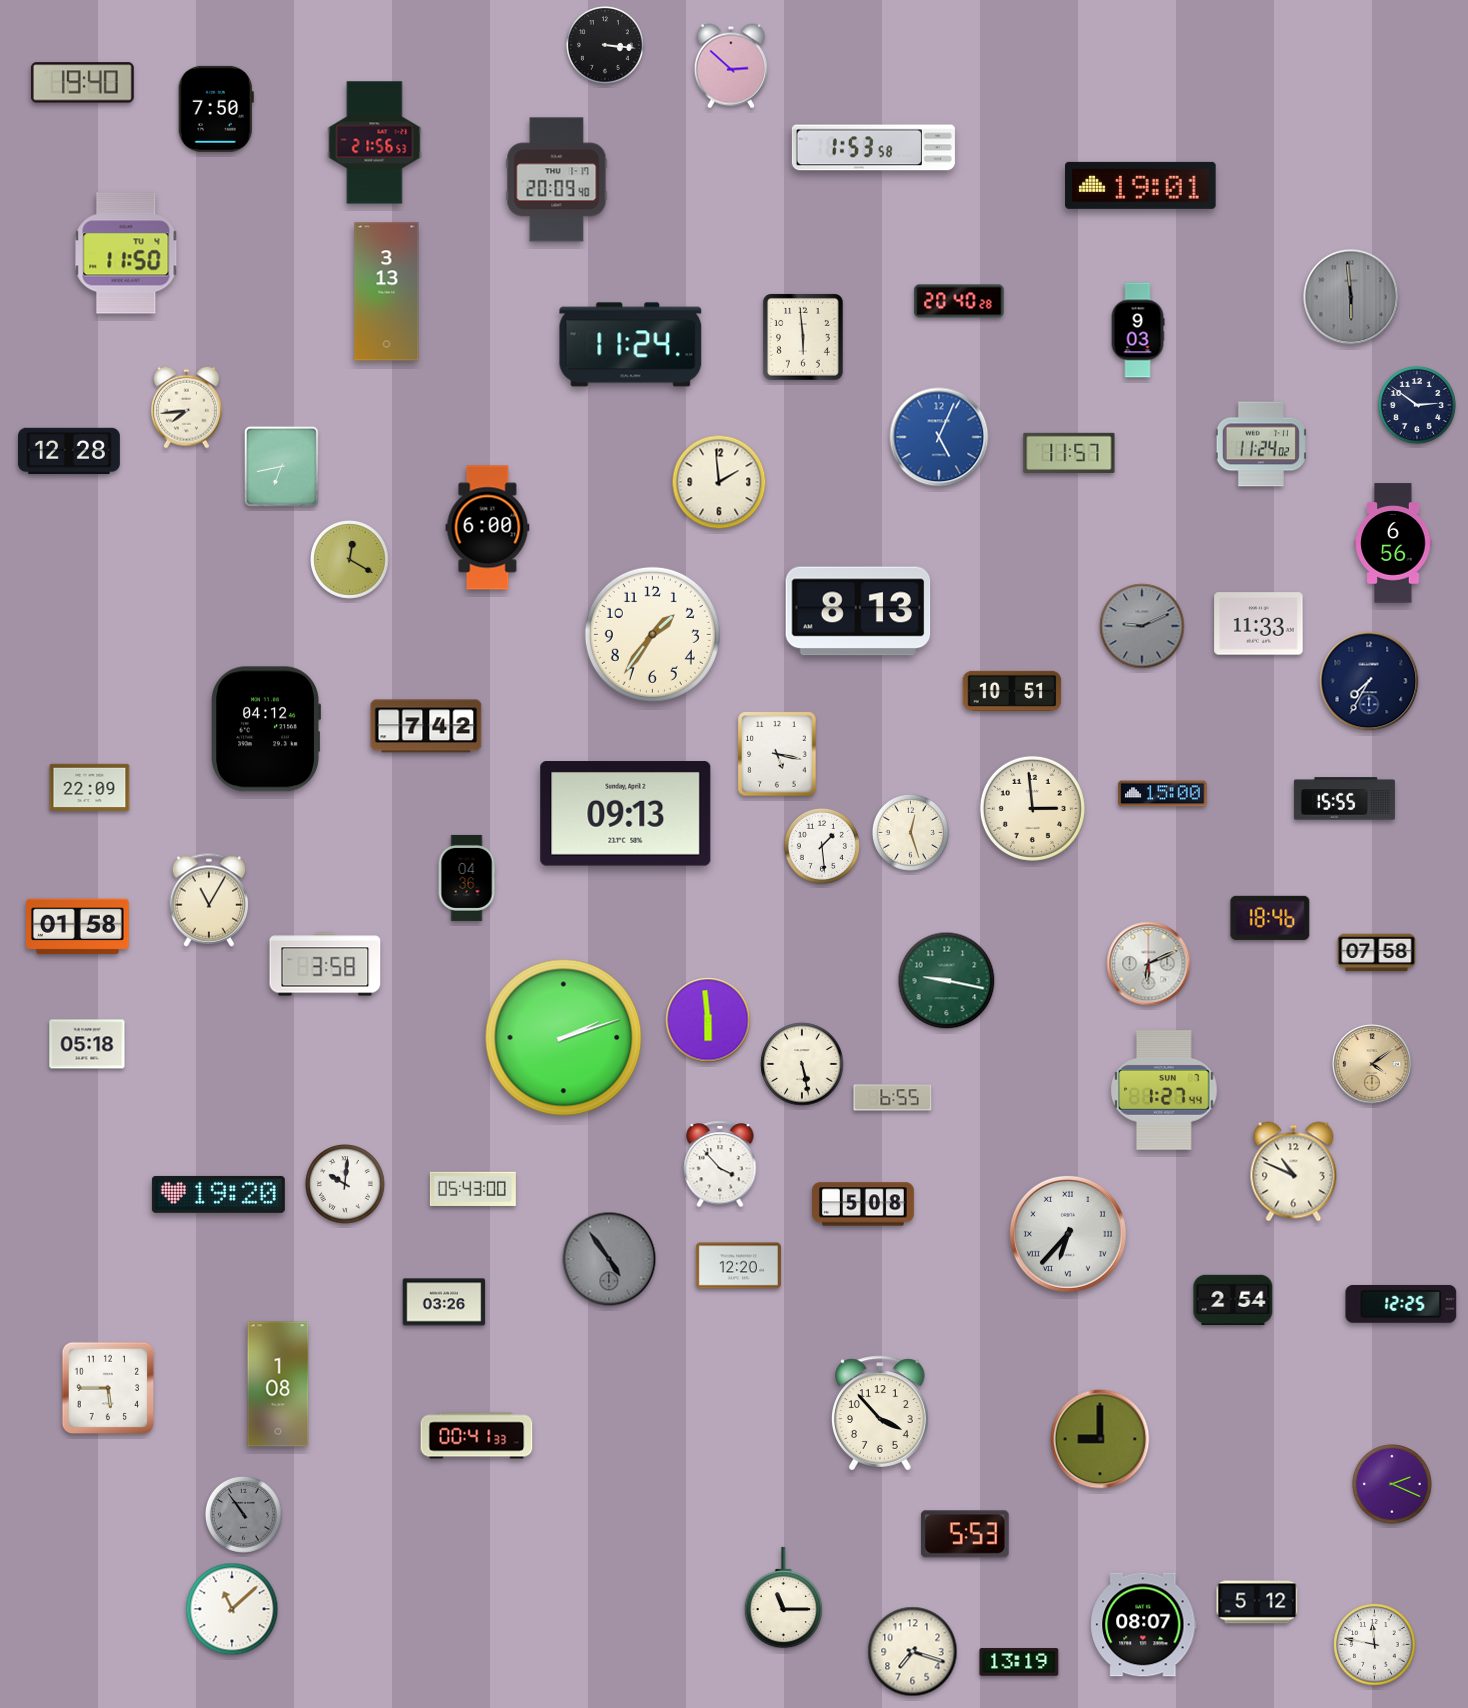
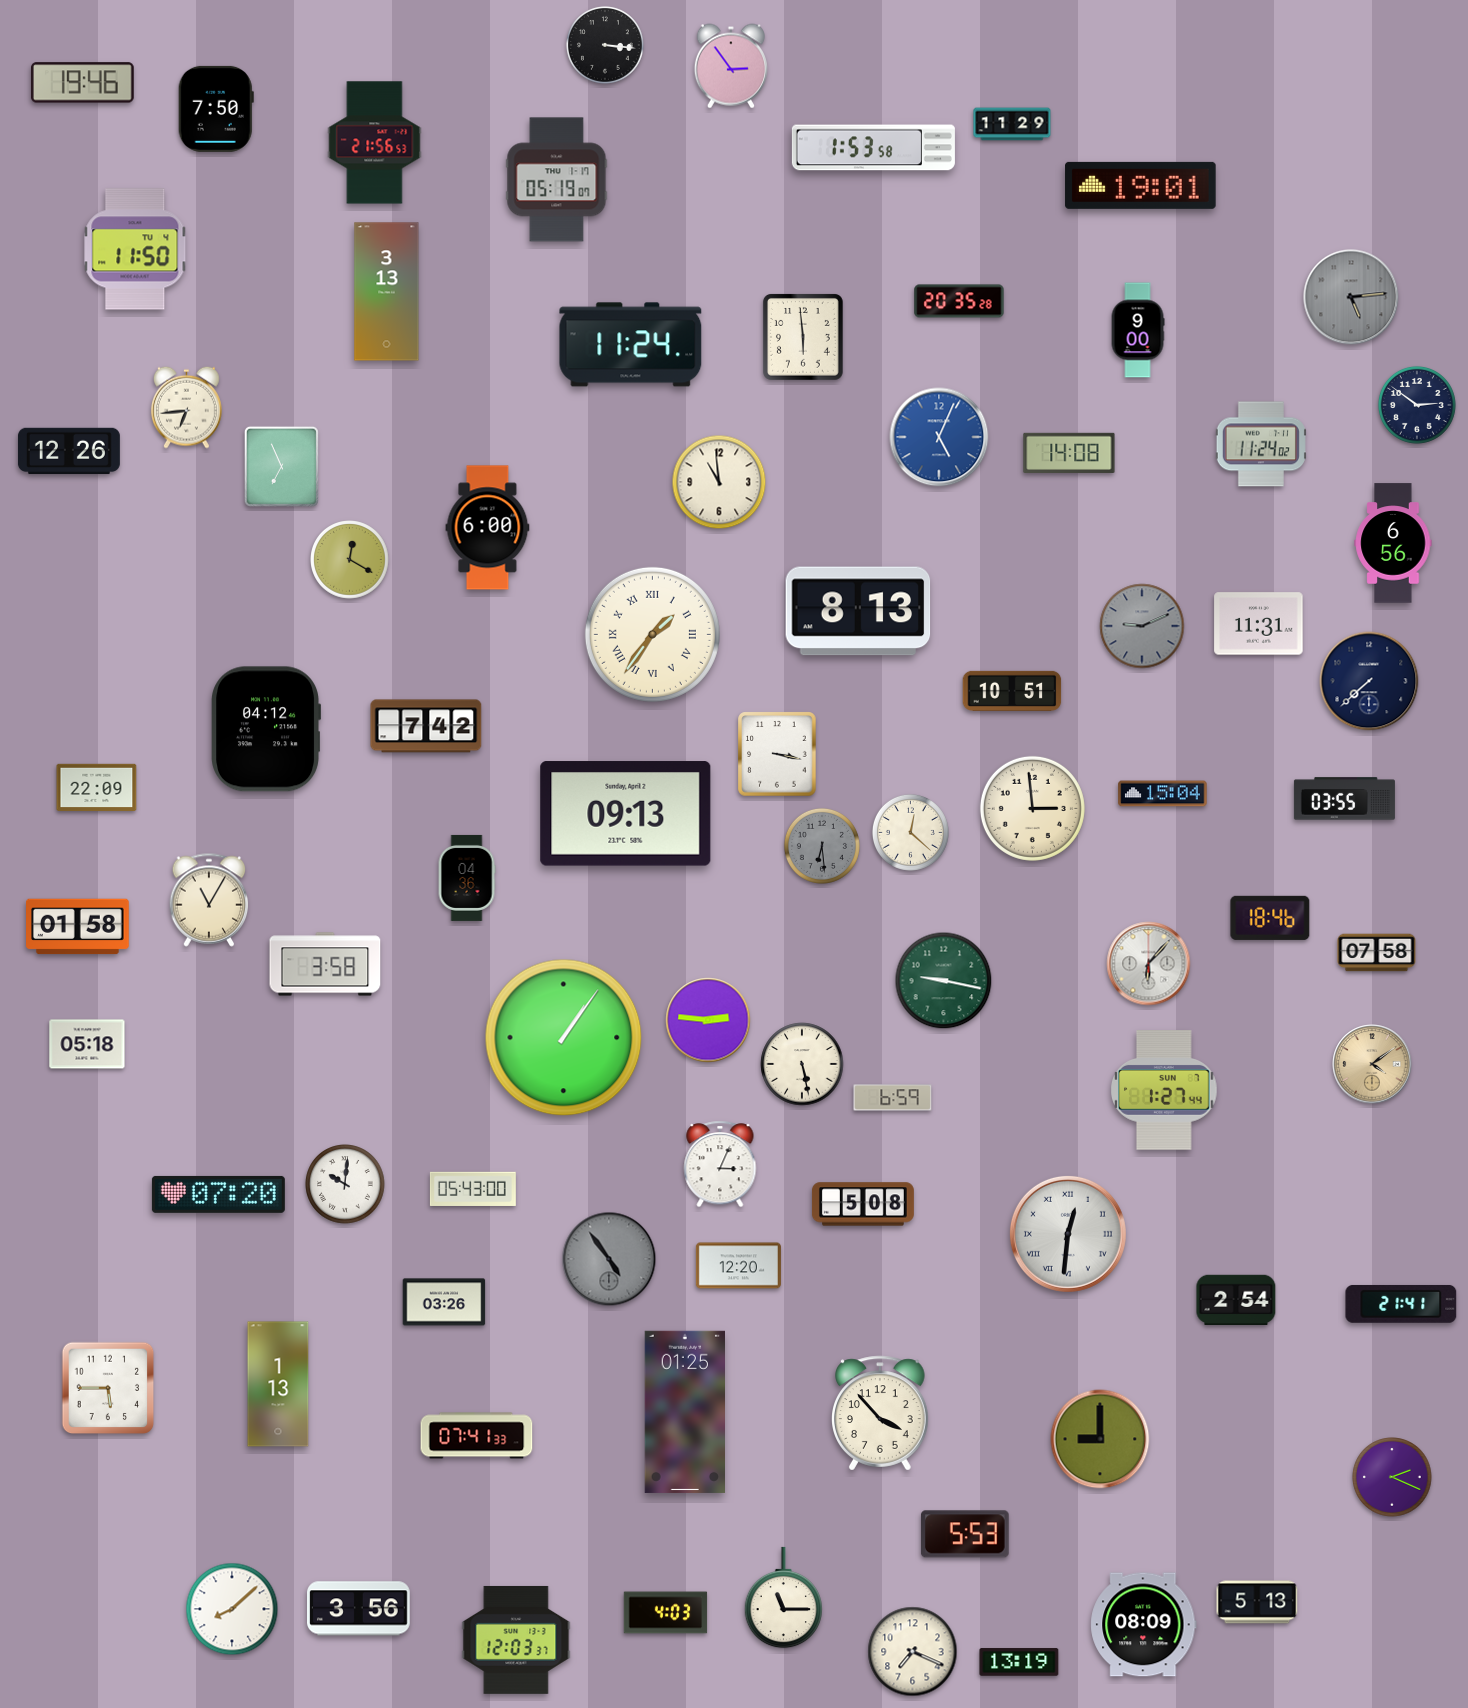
clock at (731, 66): 2:52 -> 2:54
clock at (82, 83): 19:40 -> 19:46
clock at (1012, 124): none -> 11:29
clock at (557, 180): 20:09 -> 05:19
clock at (126, 253) position: (126, 253) -> (135, 249)
clock at (1351, 297): 5:59 -> 5:14
clock at (959, 301): 20:40 -> 20:35
clock at (1138, 330): 9:03 -> 9:00
clock at (187, 407): 7:44 -> 6:44
clock at (69, 451): 12:28 -> 12:26
clock at (1069, 453): 11:57 -> 14:08
clock at (281, 466): 6:43 -> 6:56
clock at (719, 482): 1:59 -> 10:59
clock at (1259, 624): 11:33 -> 11:31
clock at (652, 634) numerals: Arabic -> Roman
clock at (1369, 681): 7:35 -> 7:38
clock at (777, 754): 5:17 -> 3:17
clock at (90, 787) position: (90, 787) -> (97, 787)
clock at (1163, 794): 15:00 -> 15:04
clock at (1344, 799): 15:55 -> 03:55
clock at (910, 832): 12:27 -> 12:22
clock at (822, 846): 1:29 -> 6:29
clock at (822, 846) dial: white -> grey
clock at (1149, 964): 6:11 -> 6:07
clock at (947, 981) position: (947, 981) -> (944, 981)
clock at (708, 1020): 5:59 -> 2:46
clock at (564, 1038): 2:12 -> 1:06
clock at (893, 1098): 6:55 -> 6:59
clock at (720, 1164): 3:53 -> 3:04
clock at (1294, 1172): 10:49 -> none
clock at (218, 1194): 19:20 -> 07:20
clock at (1068, 1234): 6:37 -> 12:31
clock at (1233, 1299) position: (1233, 1299) -> (1236, 1299)
clock at (1401, 1304): 12:25 -> 21:41
clock at (278, 1384): 1:08 -> 1:13
clock at (684, 1412): none -> 01:25
clock at (477, 1436): 00:41 -> 07:41
clock at (1392, 1484) position: (1392, 1484) -> (1392, 1477)
clock at (243, 1514): 10:54 -> none
clock at (1257, 1602): 5:12 -> 5:13
clock at (232, 1609): 11:08 -> 8:08
clock at (359, 1609): none -> 3:56
clock at (666, 1613): none -> 4:03
clock at (1144, 1625): 08:07 -> 08:09
clock at (516, 1640): none -> 12:03
clock at (1375, 1645): 11:47 -> none
clock at (913, 1652): 7:18 -> 7:19
